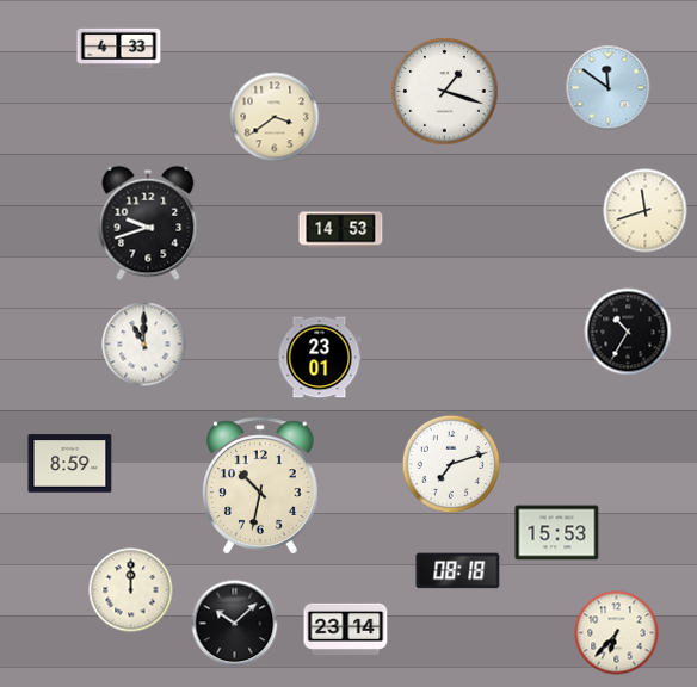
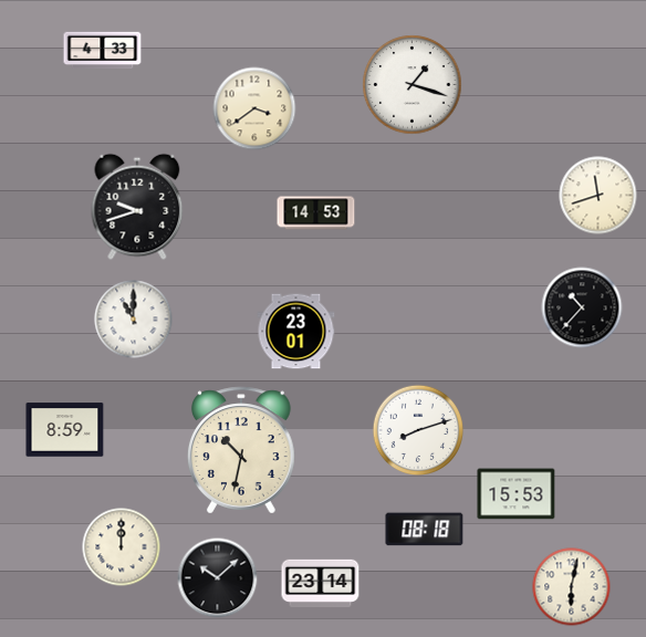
clock at (119, 49) position: (119, 49) -> (103, 51)
clock at (609, 88): 11:51 -> none
clock at (628, 332): 10:35 -> 10:37
clock at (451, 464): 7:12 -> 8:12
clock at (617, 633): 6:37 -> 6:02
